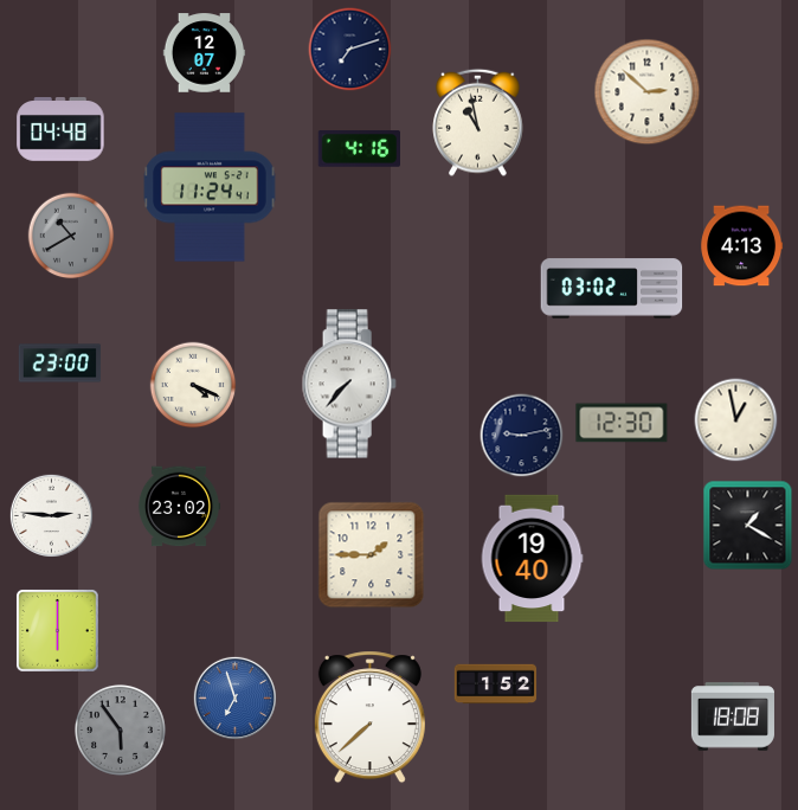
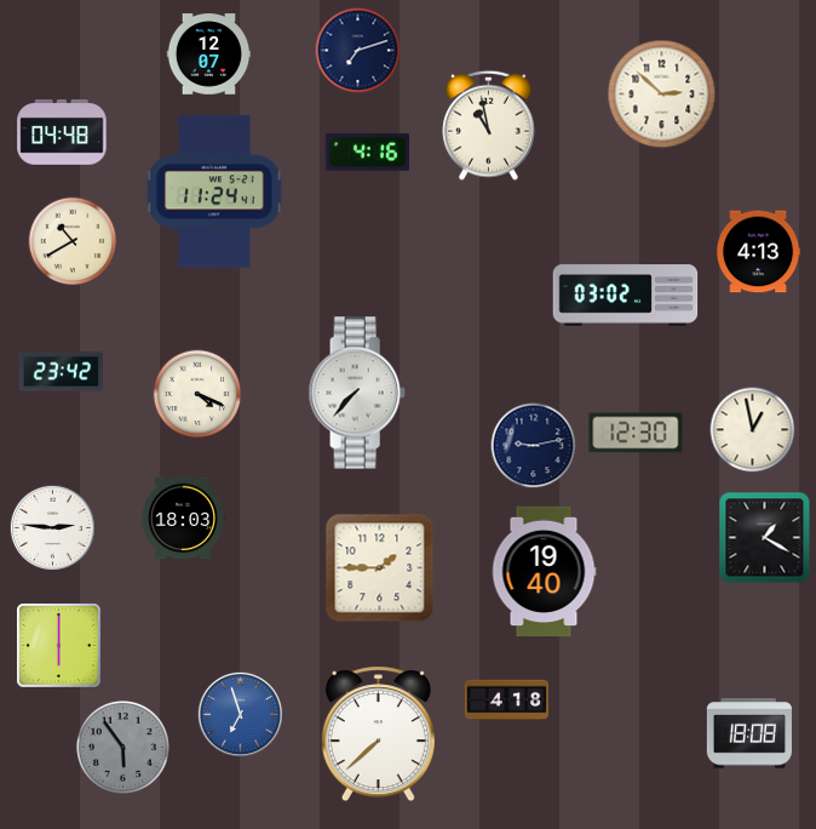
clock at (71, 236) dial: grey -> cream
clock at (60, 364): 23:00 -> 23:42
clock at (179, 507): 23:02 -> 18:03
clock at (496, 684): 1:52 -> 4:18
